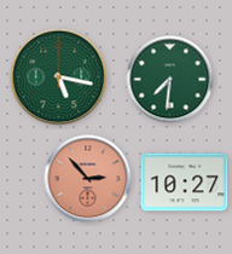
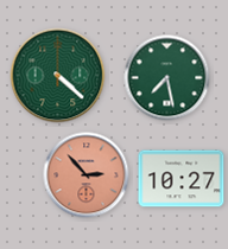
clock at (59, 77): 5:17 -> 4:22
clock at (170, 80): 7:31 -> 7:28
